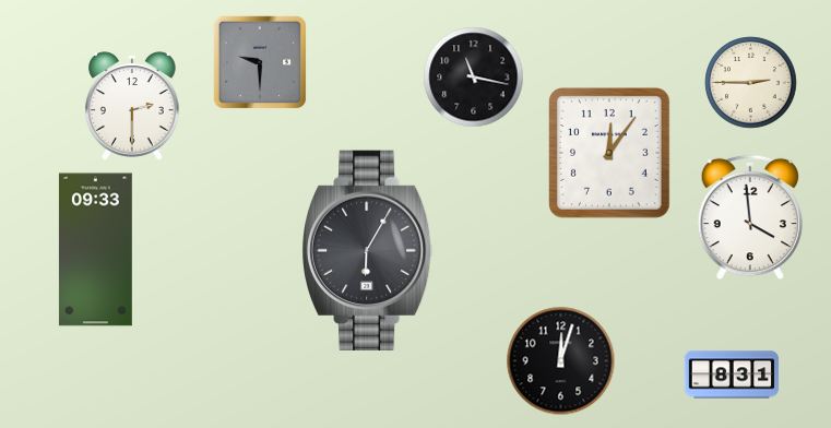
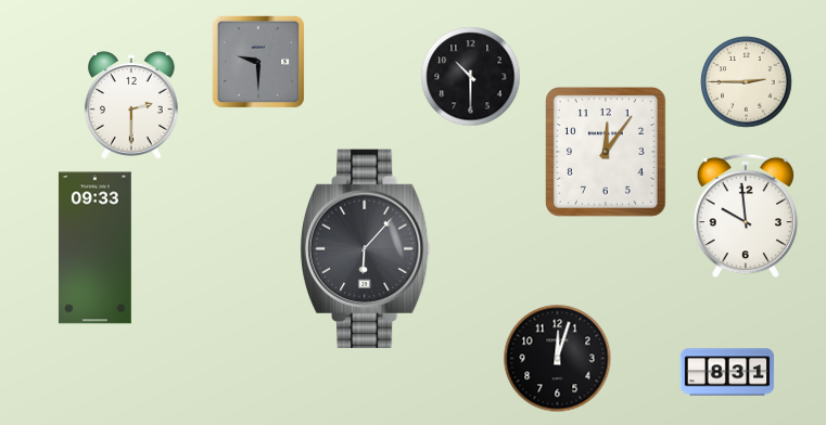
clock at (474, 78): 11:17 -> 10:30
clock at (750, 217): 3:59 -> 9:59
clock at (368, 250): 6:05 -> 6:07
